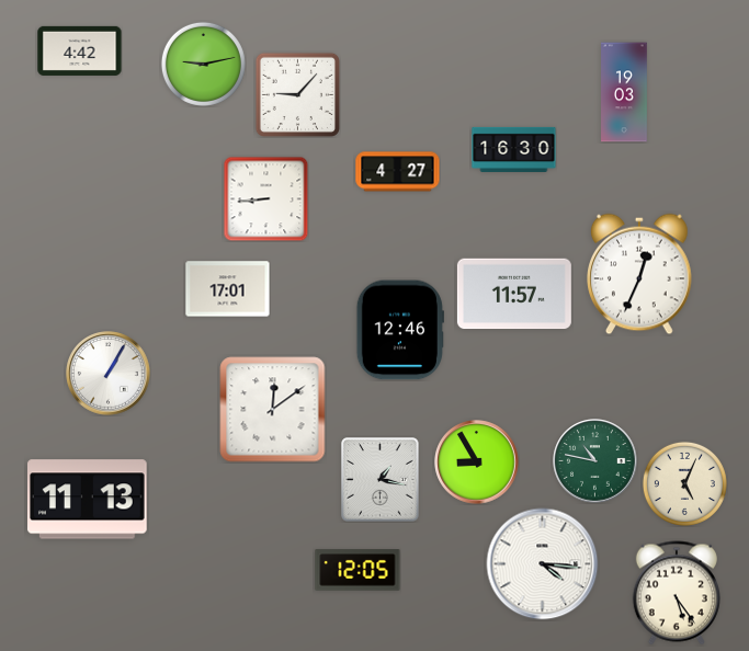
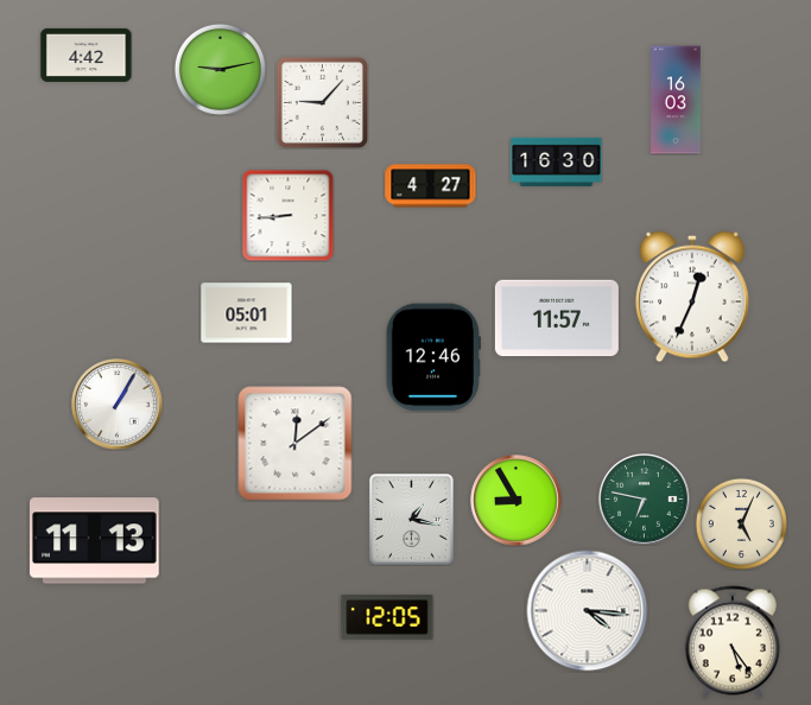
clock at (624, 92): 19:03 -> 16:03
clock at (228, 289): 17:01 -> 05:01
clock at (595, 461): 10:47 -> 6:47
